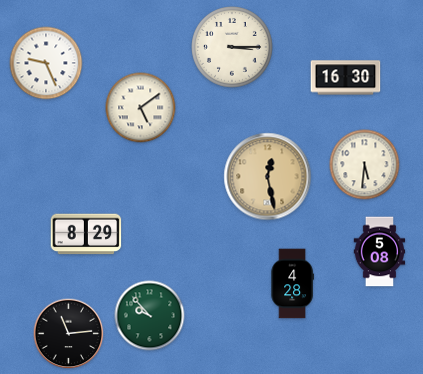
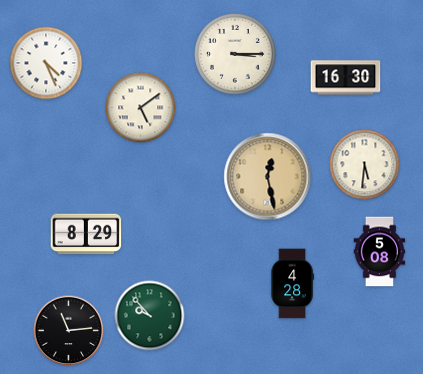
clock at (233, 48) position: (233, 48) -> (236, 55)
clock at (46, 63): 9:26 -> 4:26
clock at (69, 334) position: (69, 334) -> (69, 331)
